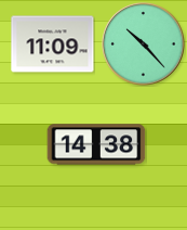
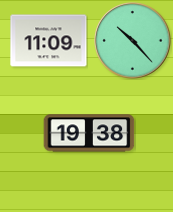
clock at (96, 144): 14:38 -> 19:38
